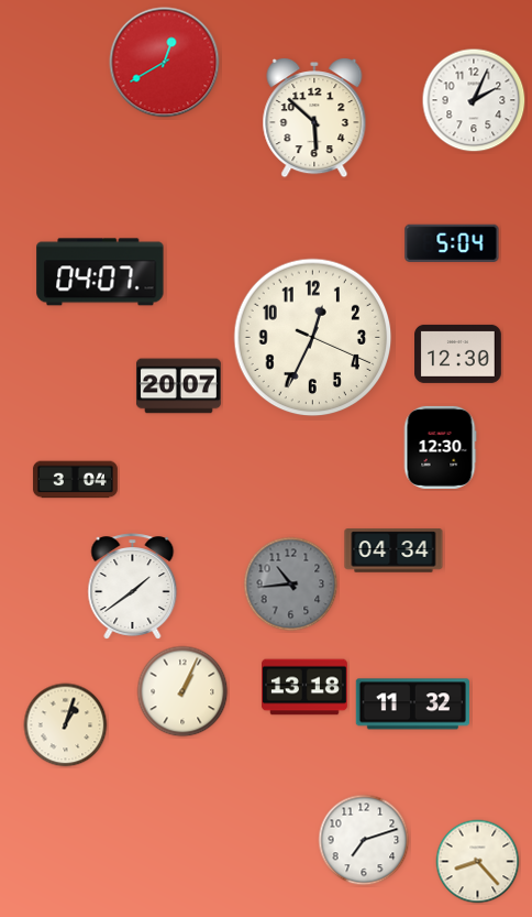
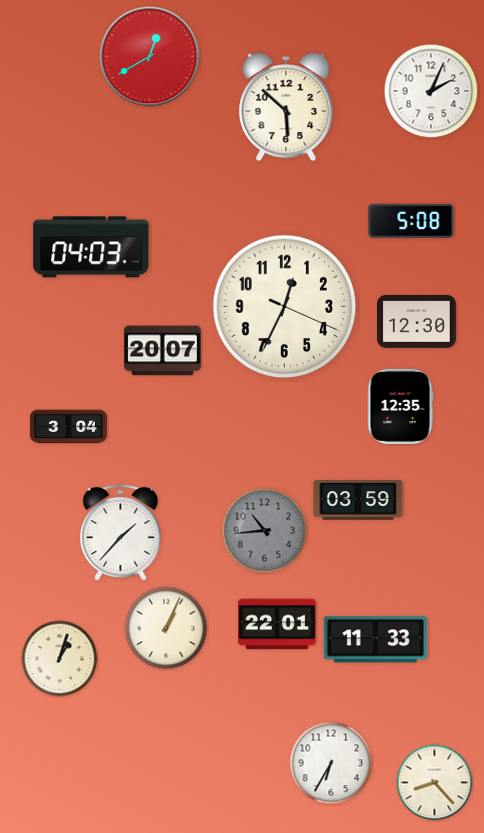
clock at (452, 243): 5:04 -> 5:08
clock at (100, 272): 04:07 -> 04:03
clock at (440, 447): 12:30 -> 12:35
clock at (75, 480) position: (75, 480) -> (68, 427)
clock at (394, 550): 04:34 -> 03:59
clock at (133, 587): 1:39 -> 1:37
clock at (306, 687): 13:18 -> 22:01
clock at (412, 705): 11:32 -> 11:33
clock at (364, 840): 7:12 -> 6:35
